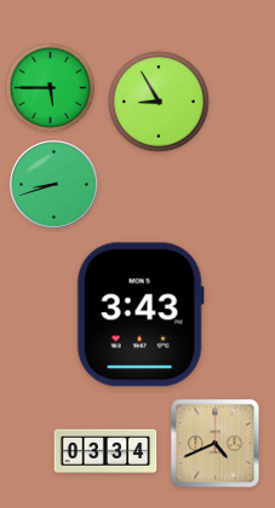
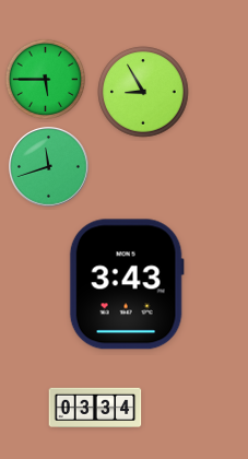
clock at (55, 185): 8:42 -> 11:42
clock at (216, 444): 4:41 -> none
